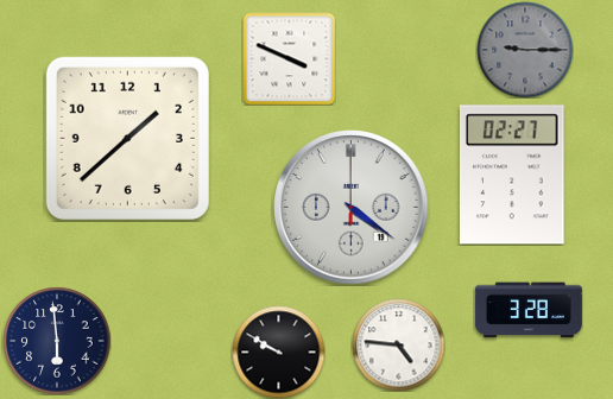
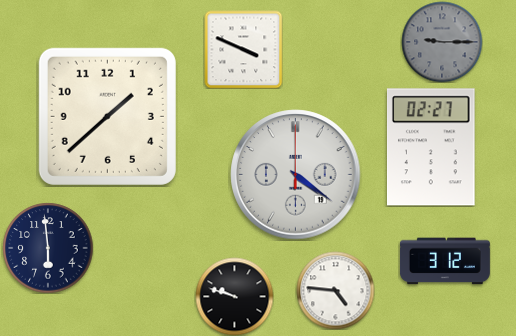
clock at (529, 310): 3:28 -> 3:12
clock at (57, 341) position: (57, 341) -> (48, 248)
clock at (278, 351): 9:50 -> 9:48
